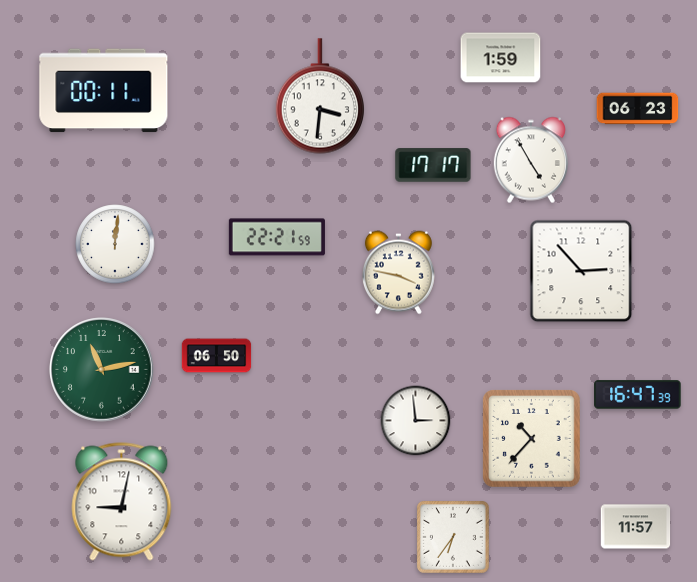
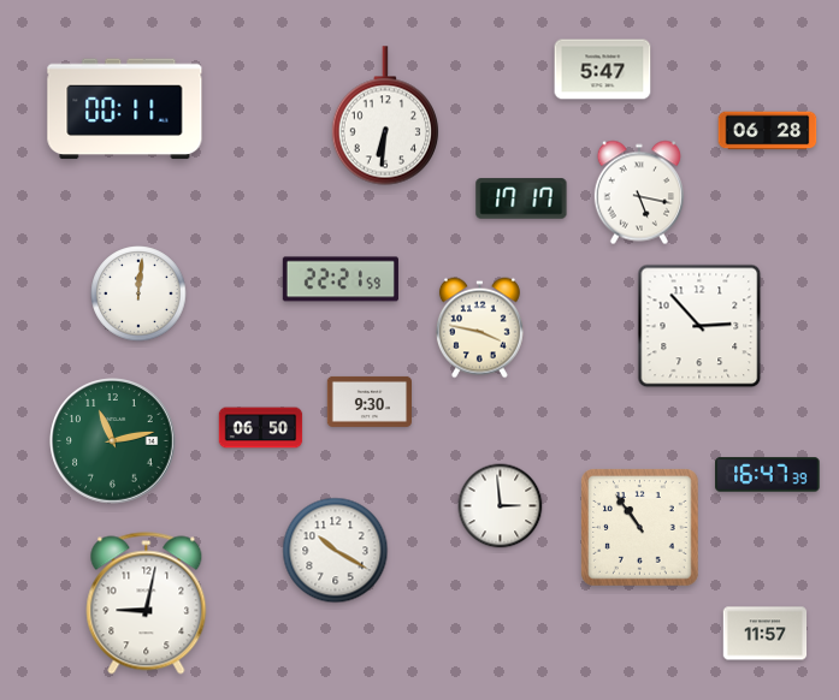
clock at (501, 58): 1:59 -> 5:47
clock at (319, 96): 3:31 -> 6:31
clock at (638, 109): 06:23 -> 06:28
clock at (531, 160): 4:55 -> 5:17
clock at (277, 237) position: (277, 237) -> (341, 279)
clock at (368, 402): none -> 9:30
clock at (102, 370) position: (102, 370) -> (113, 441)
clock at (532, 439): 10:37 -> 10:54
clock at (336, 551): none -> 10:20
clock at (453, 537): 6:36 -> none
